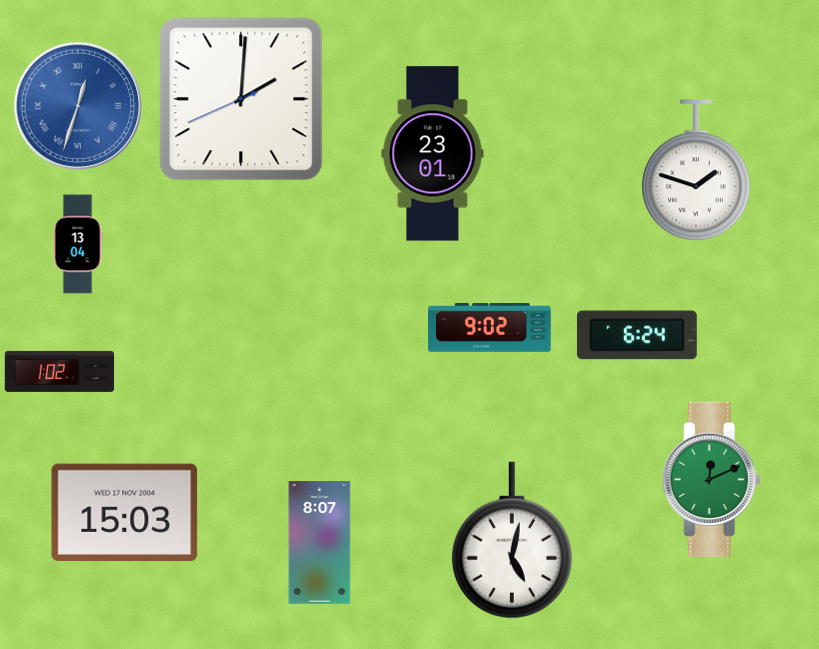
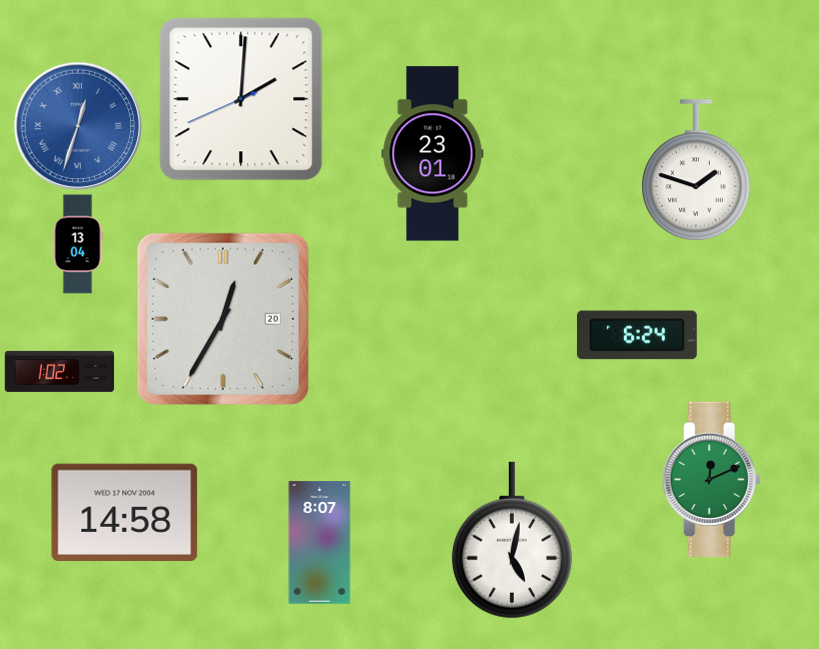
clock at (78, 106) position: (78, 106) -> (78, 126)
clock at (223, 319): none -> 12:35
clock at (490, 328): 9:02 -> none
clock at (125, 512): 15:03 -> 14:58
